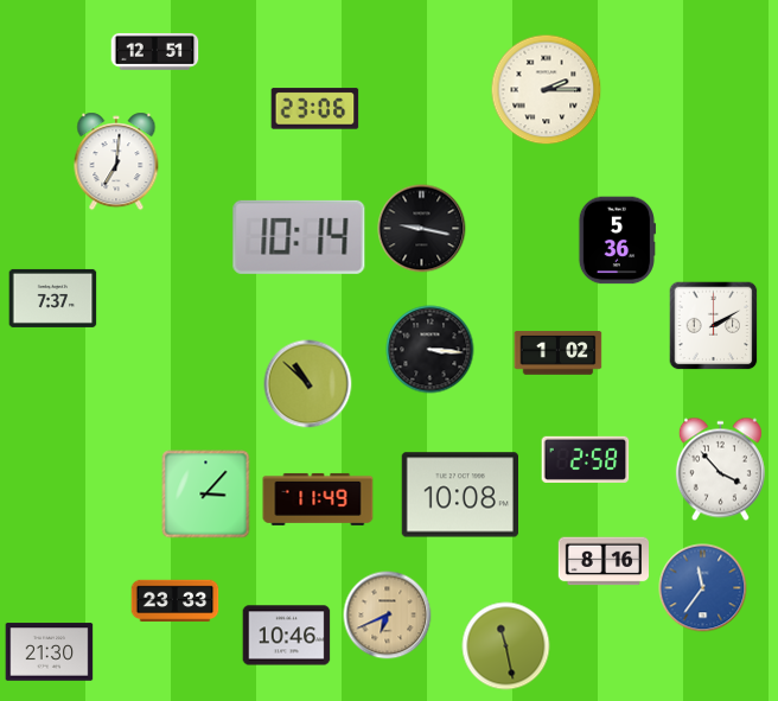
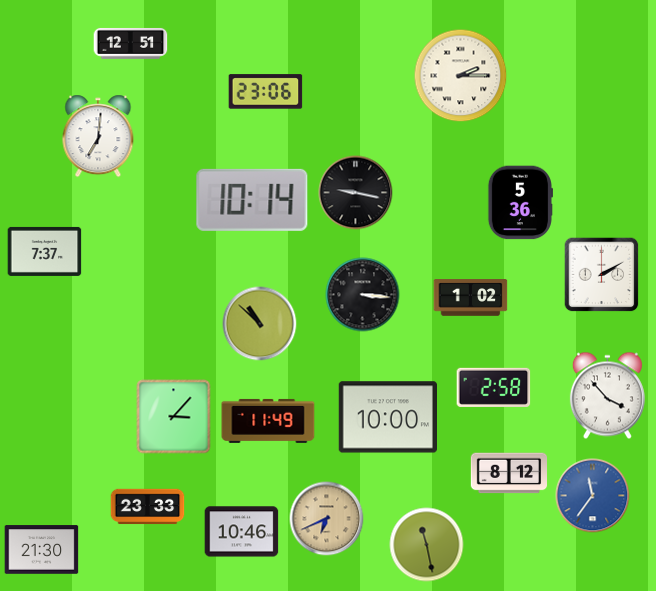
clock at (459, 495): 10:08 -> 10:00
clock at (604, 561): 8:16 -> 8:12
clock at (287, 636) position: (287, 636) -> (242, 532)
